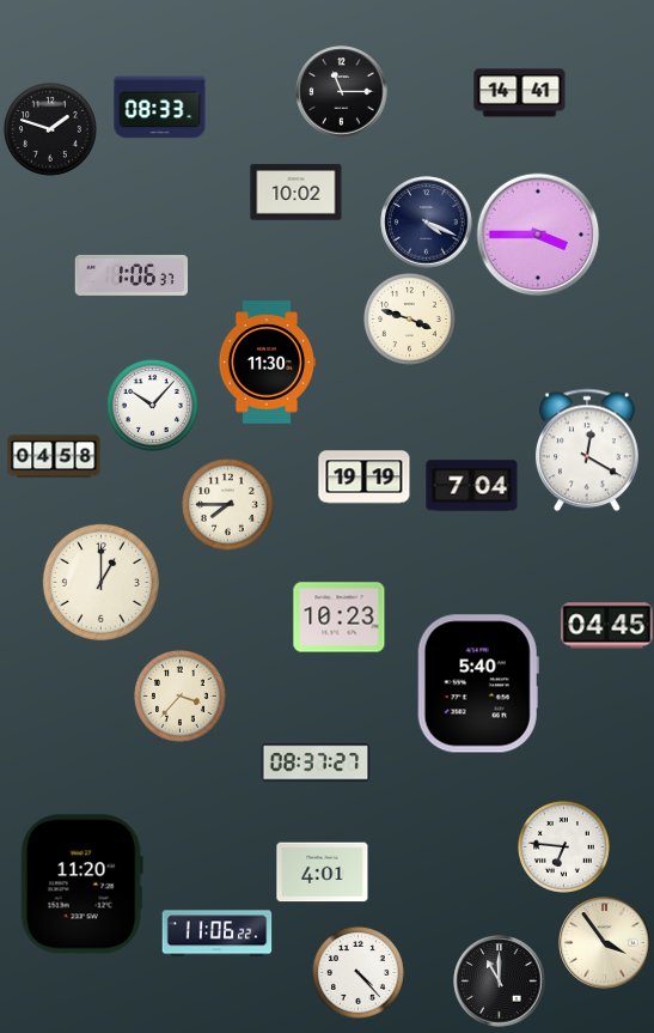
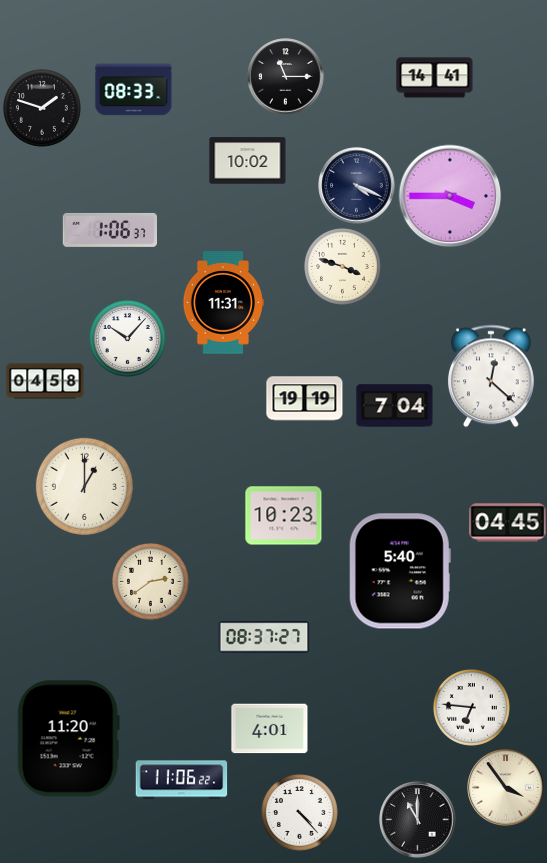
clock at (267, 363): 11:30 -> 11:31
clock at (587, 450): 12:20 -> 12:22
clock at (227, 504): 7:45 -> none
clock at (179, 695): 3:37 -> 2:39
